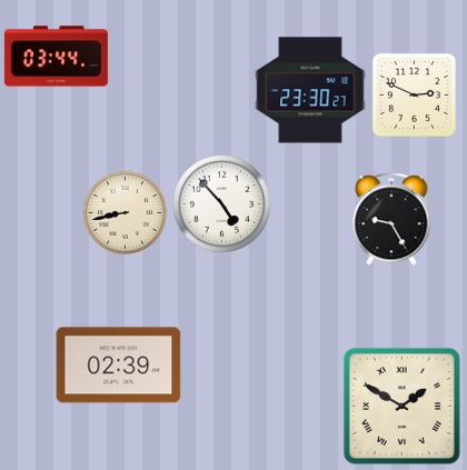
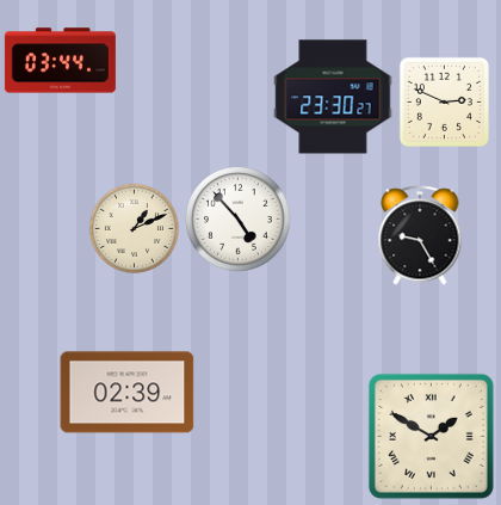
clock at (125, 212): 8:43 -> 1:11
